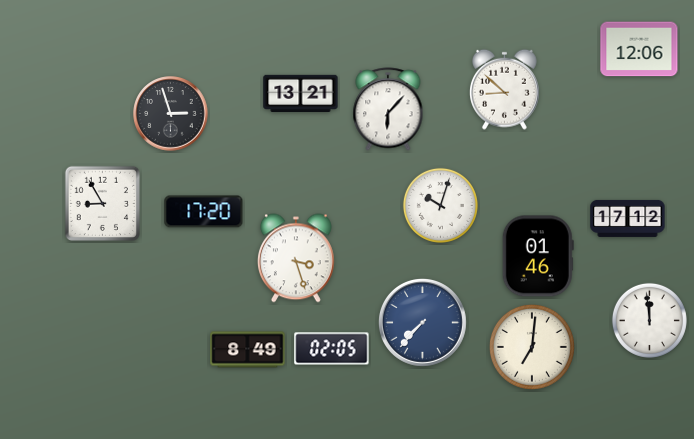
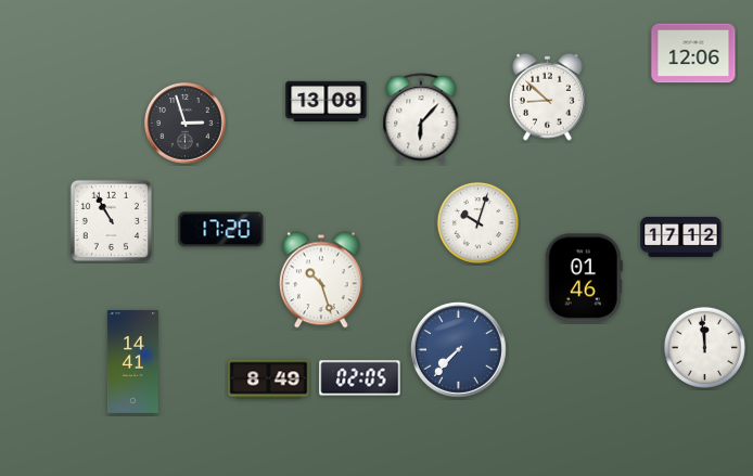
clock at (301, 93): 13:21 -> 13:08
clock at (102, 203): 8:55 -> 10:55
clock at (296, 258): 3:27 -> 10:27
clock at (132, 361): none -> 14:41
clock at (532, 347): 7:01 -> none
